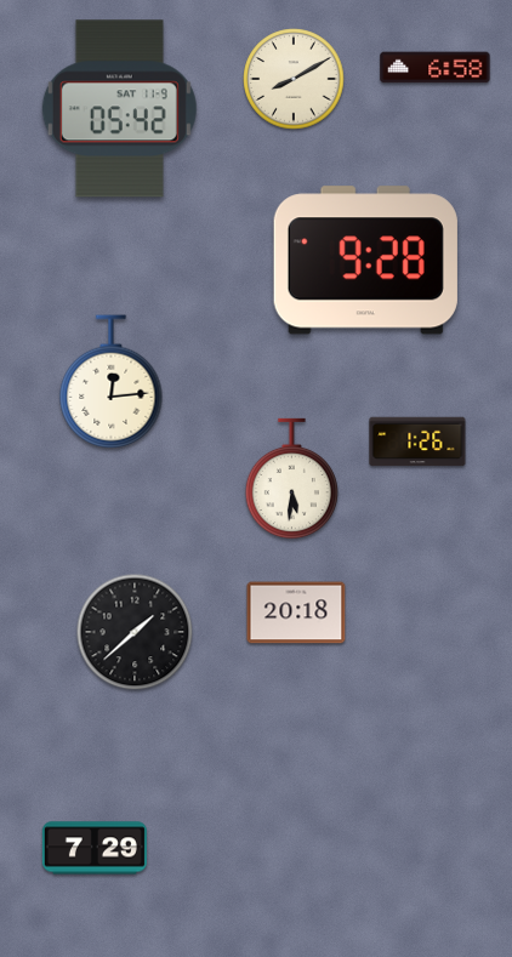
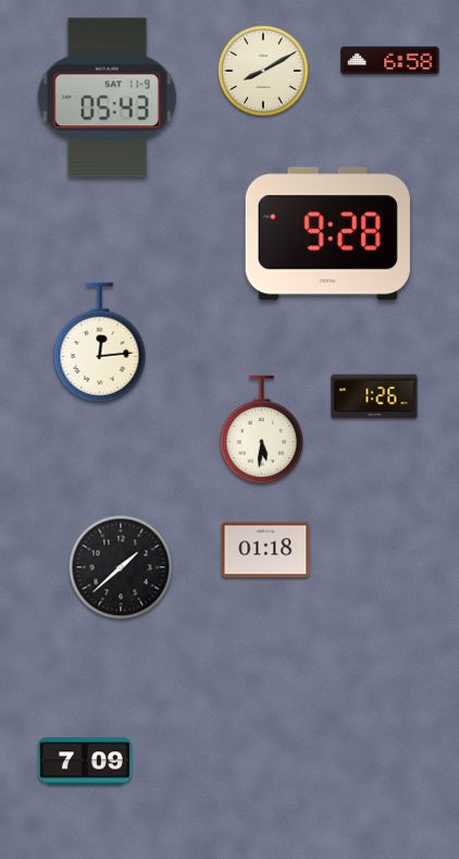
clock at (119, 109): 05:42 -> 05:43
clock at (296, 613): 20:18 -> 01:18
clock at (95, 848): 7:29 -> 7:09
